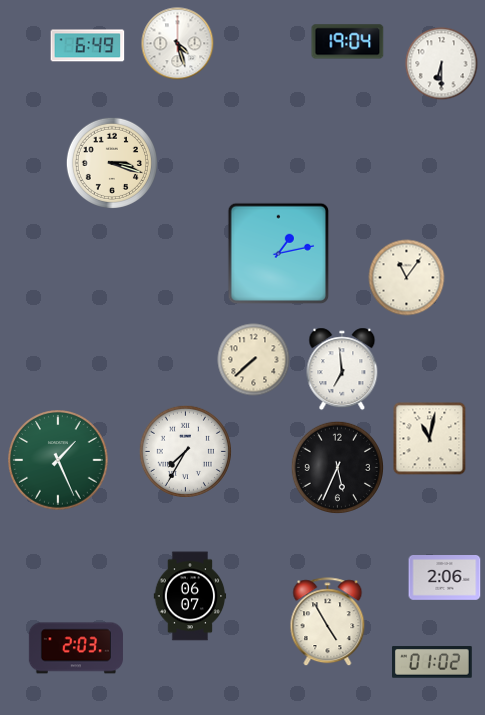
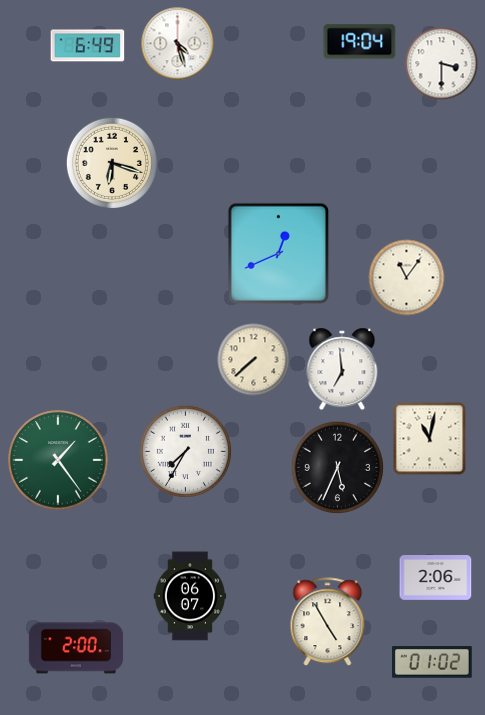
clock at (348, 42) position: (348, 42) -> (360, 42)
clock at (442, 64): 6:30 -> 3:30
clock at (112, 163): 3:18 -> 6:18
clock at (279, 254): 1:13 -> 12:41
clock at (58, 460): 1:26 -> 1:24
clock at (445, 578) position: (445, 578) -> (436, 578)
clock at (76, 648): 2:03 -> 2:00
